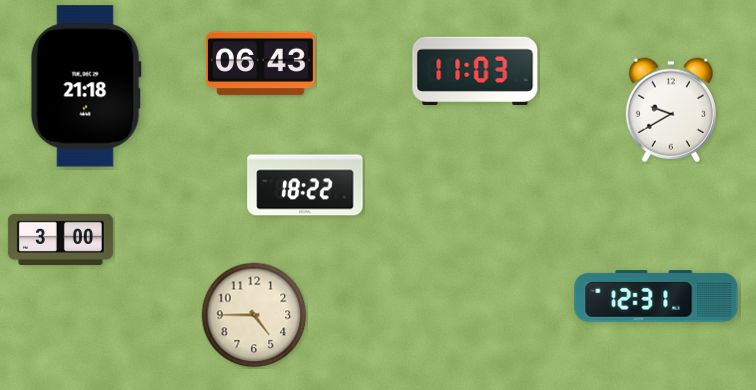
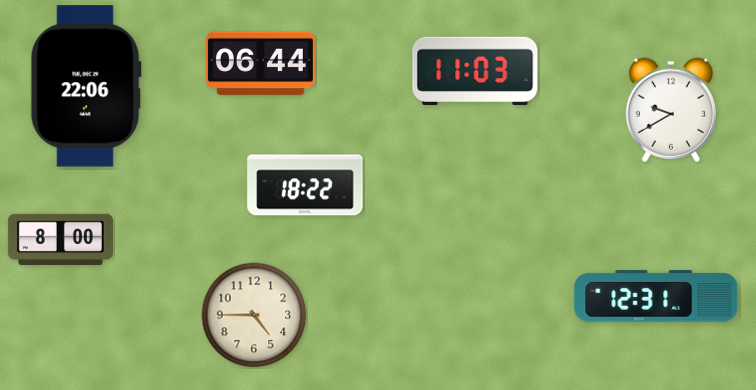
clock at (260, 64): 06:43 -> 06:44
clock at (86, 86): 21:18 -> 22:06
clock at (60, 239): 3:00 -> 8:00
